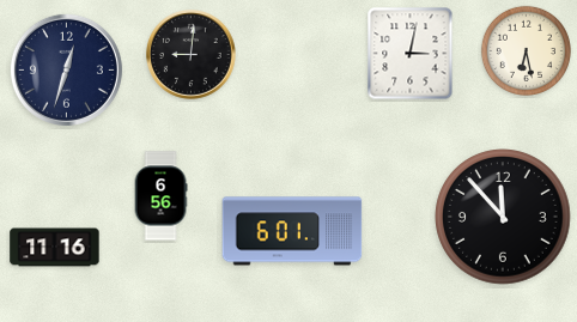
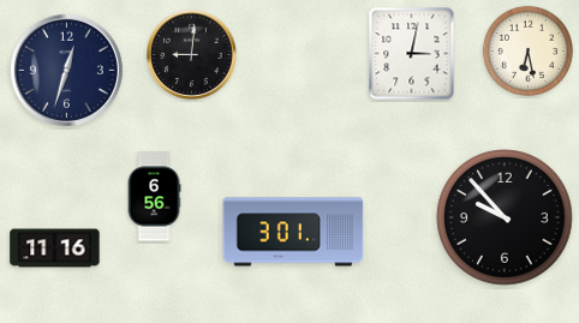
clock at (160, 196) position: (160, 196) -> (154, 197)
clock at (503, 217): 11:53 -> 9:53
clock at (292, 231): 6:01 -> 3:01
